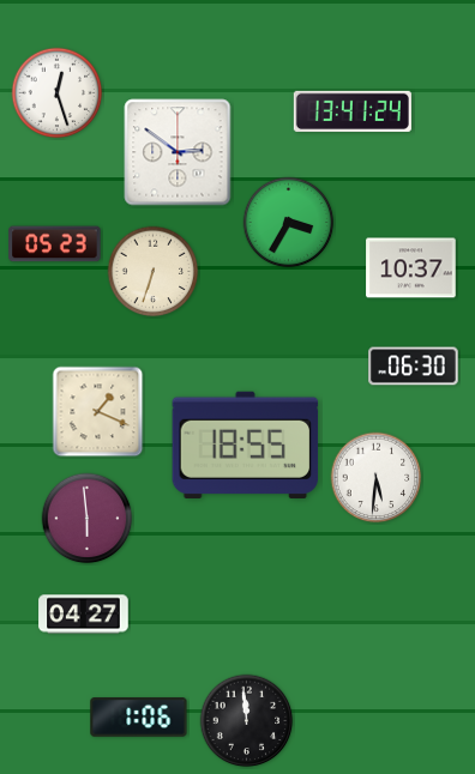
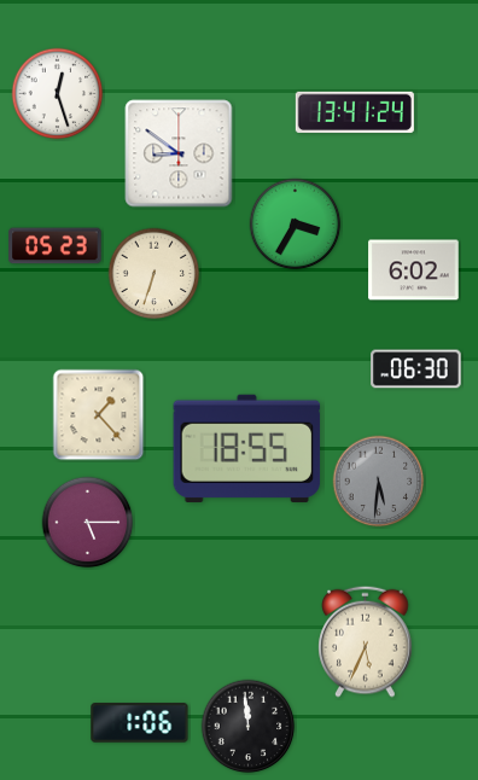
clock at (178, 152): 2:51 -> 8:51
clock at (289, 223) position: (289, 223) -> (296, 225)
clock at (411, 268): 10:37 -> 6:02
clock at (98, 412): 1:19 -> 1:23
clock at (377, 478) dial: white -> grey
clock at (88, 519): 5:59 -> 5:15
clock at (84, 615): 04:27 -> none
clock at (366, 641): none -> 5:34
